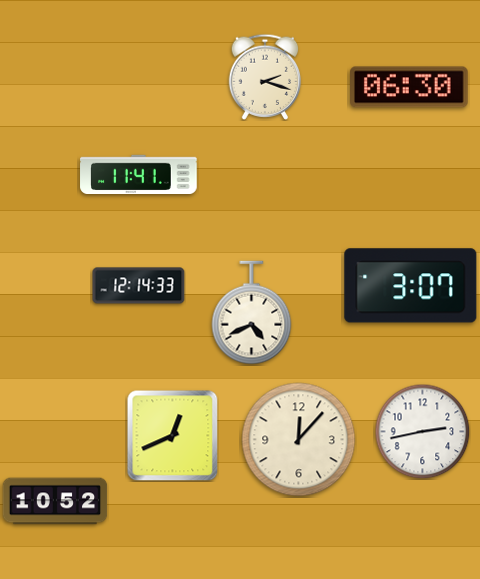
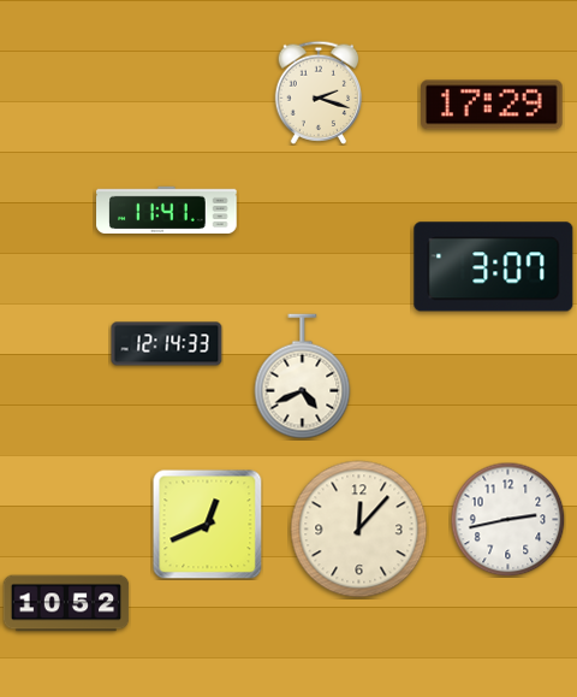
clock at (409, 87): 06:30 -> 17:29
clock at (411, 286) position: (411, 286) -> (494, 267)
